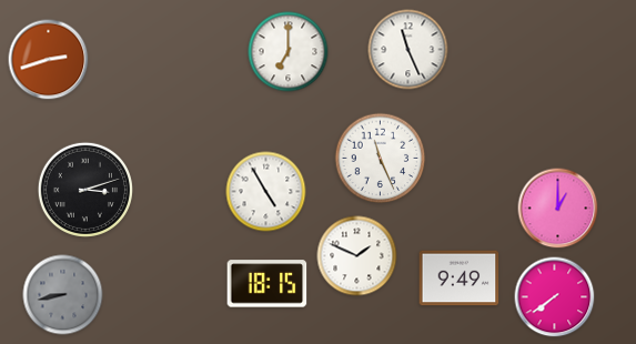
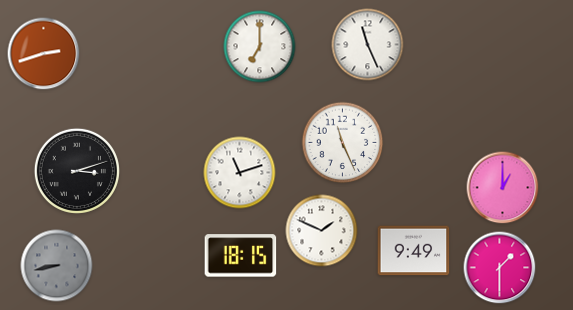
clock at (266, 192): 4:55 -> 11:12
clock at (555, 297): 7:39 -> 1:30
